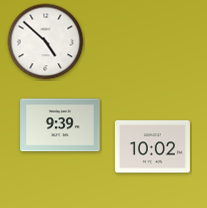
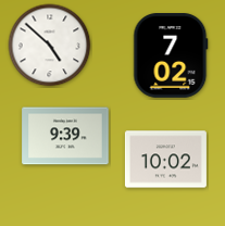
clock at (171, 56): none -> 7:02
